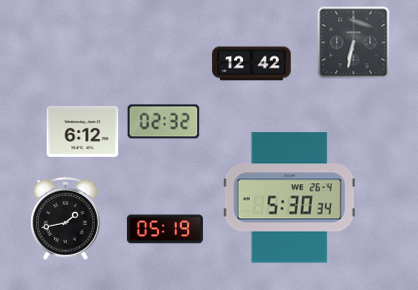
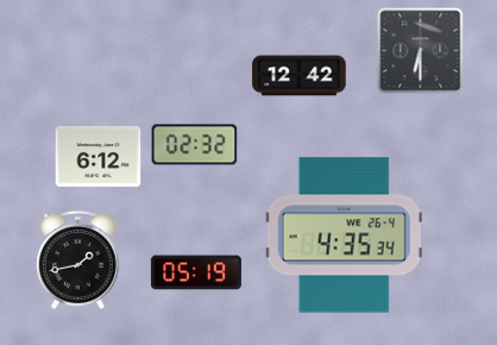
clock at (354, 43): 6:32 -> 6:30
clock at (289, 198): 5:30 -> 4:35
